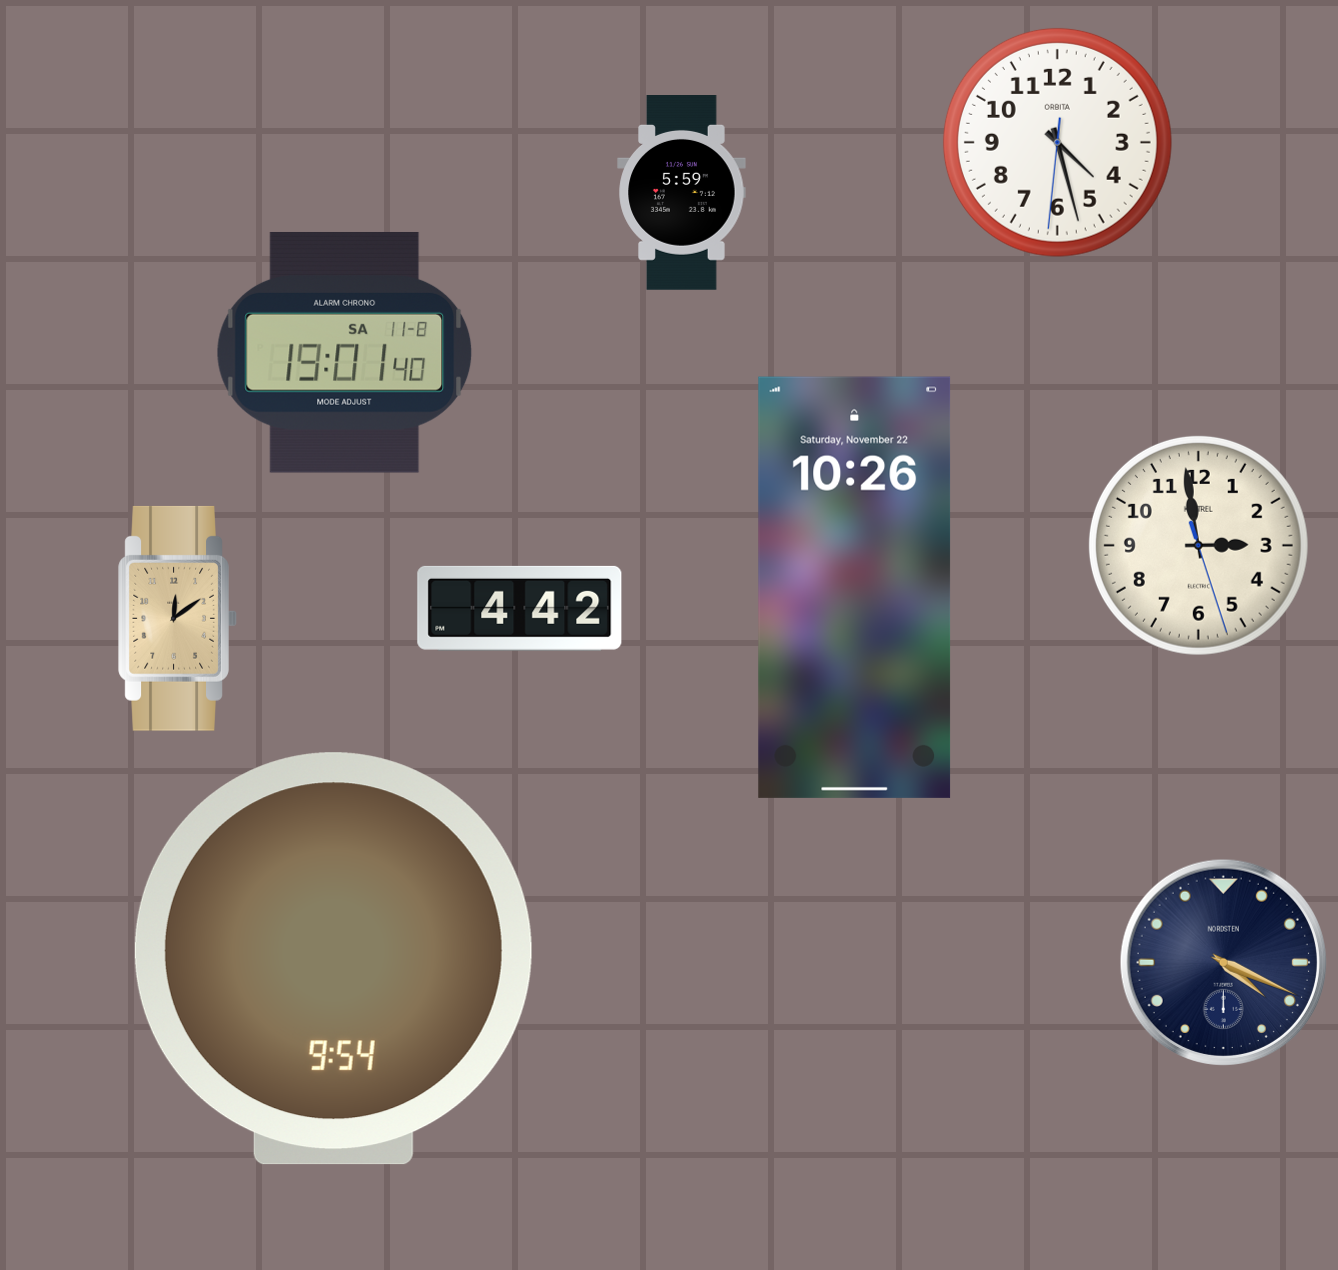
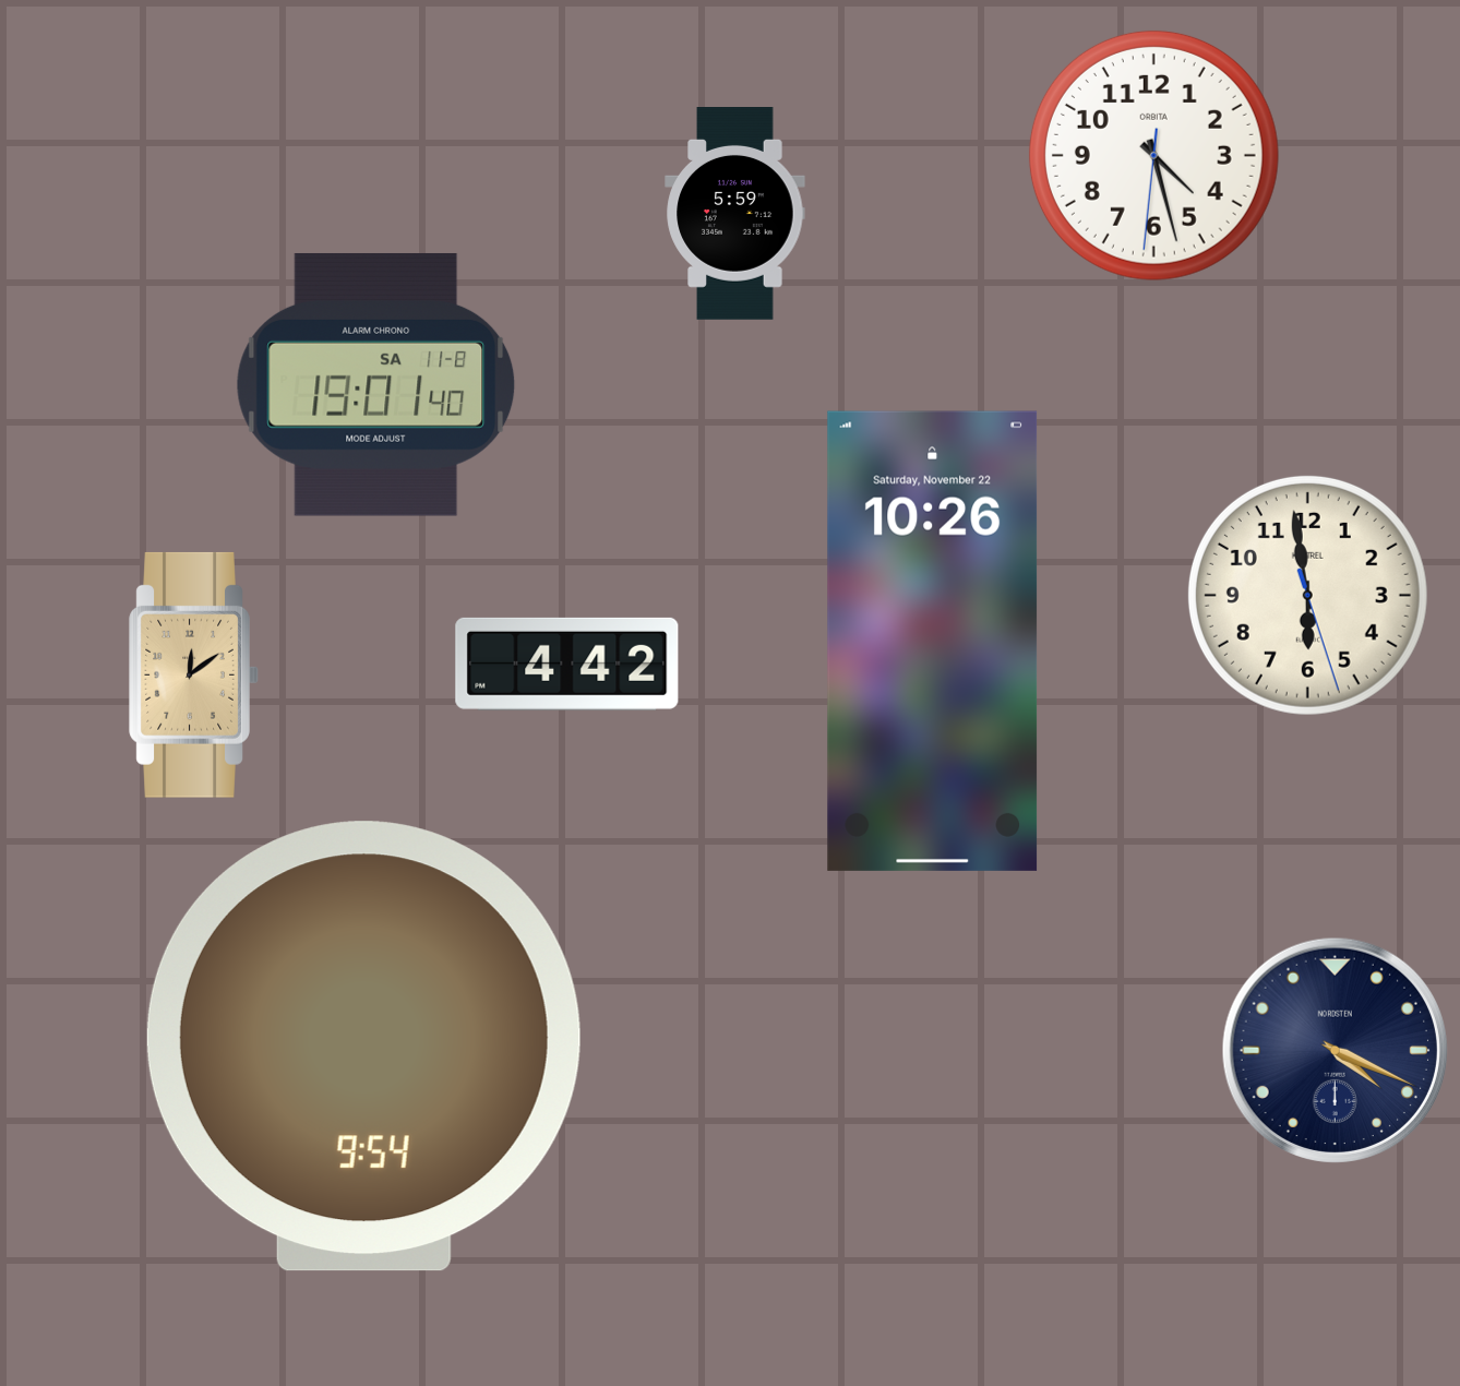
clock at (682, 193) position: (682, 193) -> (735, 214)
clock at (1198, 545): 2:58 -> 5:58
